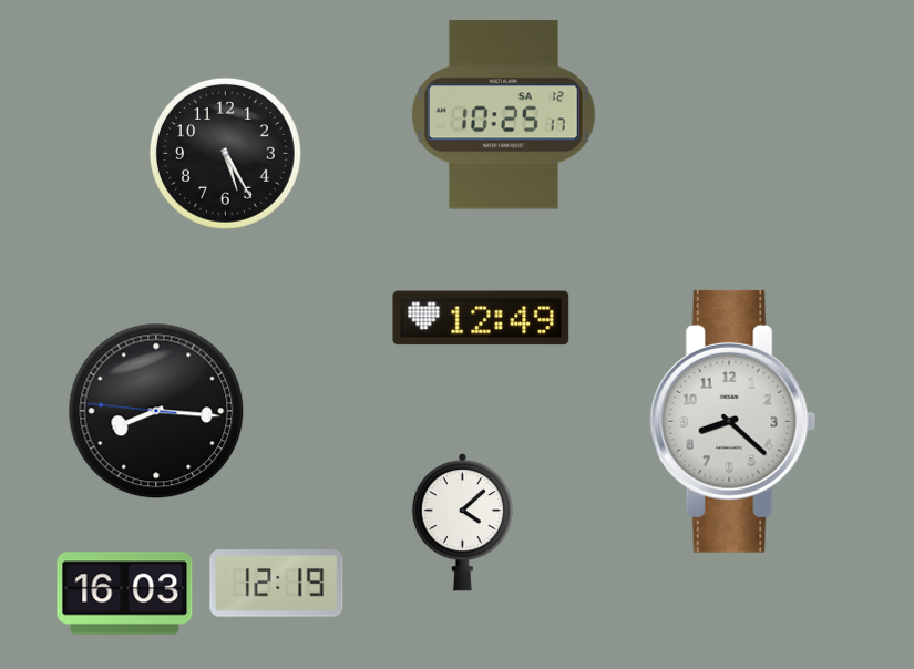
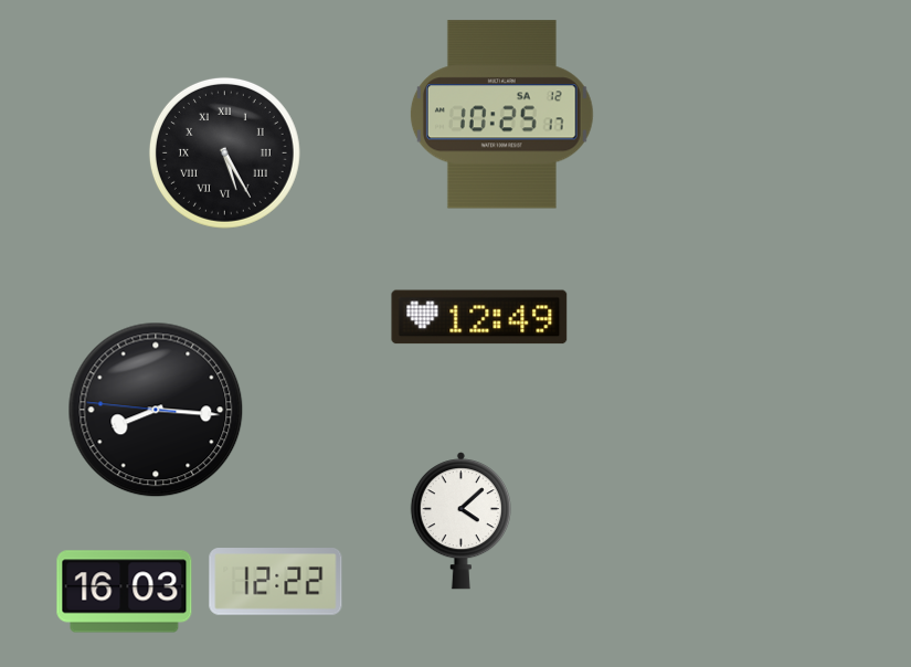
clock at (225, 153) numerals: Arabic -> Roman
clock at (733, 421): 8:22 -> none
clock at (277, 584): 12:19 -> 12:22
